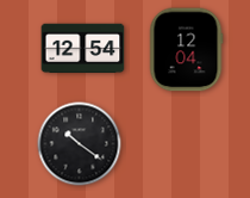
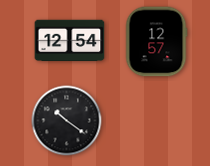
clock at (186, 50): 12:04 -> 12:57
